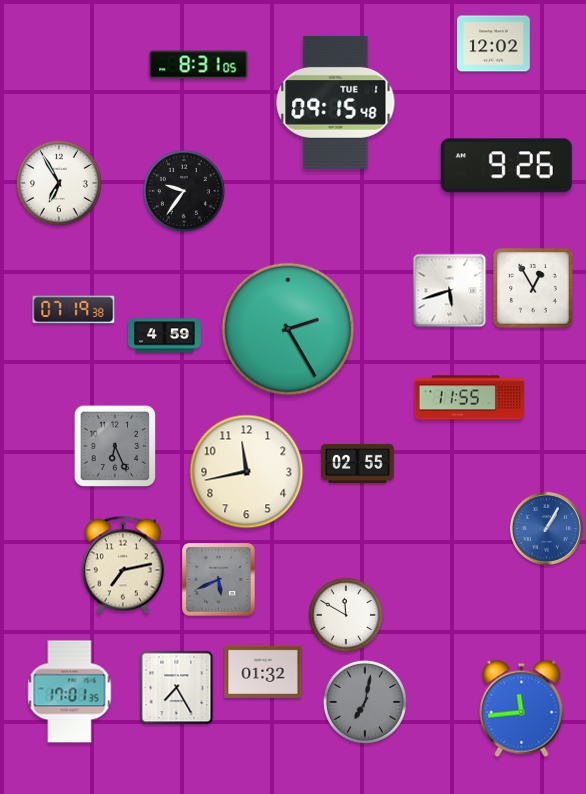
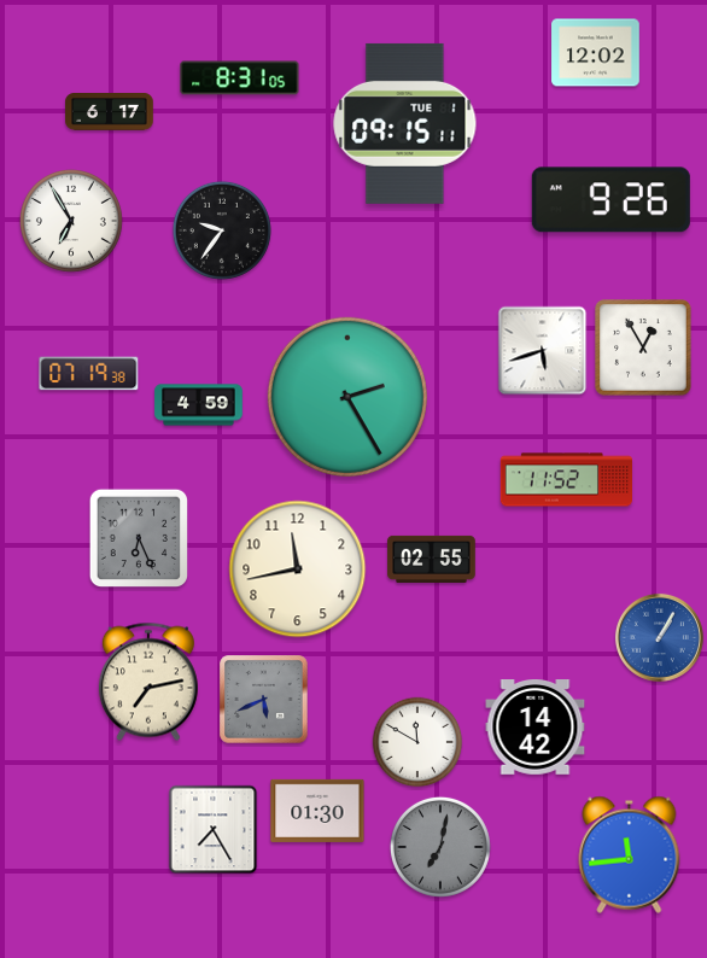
clock at (110, 112): none -> 6:17
clock at (336, 102): 09:15:48 -> 09:15:11
clock at (470, 398): 11:55 -> 11:52
clock at (536, 728): none -> 14:42
clock at (263, 672): 01:32 -> 01:30
clock at (70, 692): 17:01 -> none
